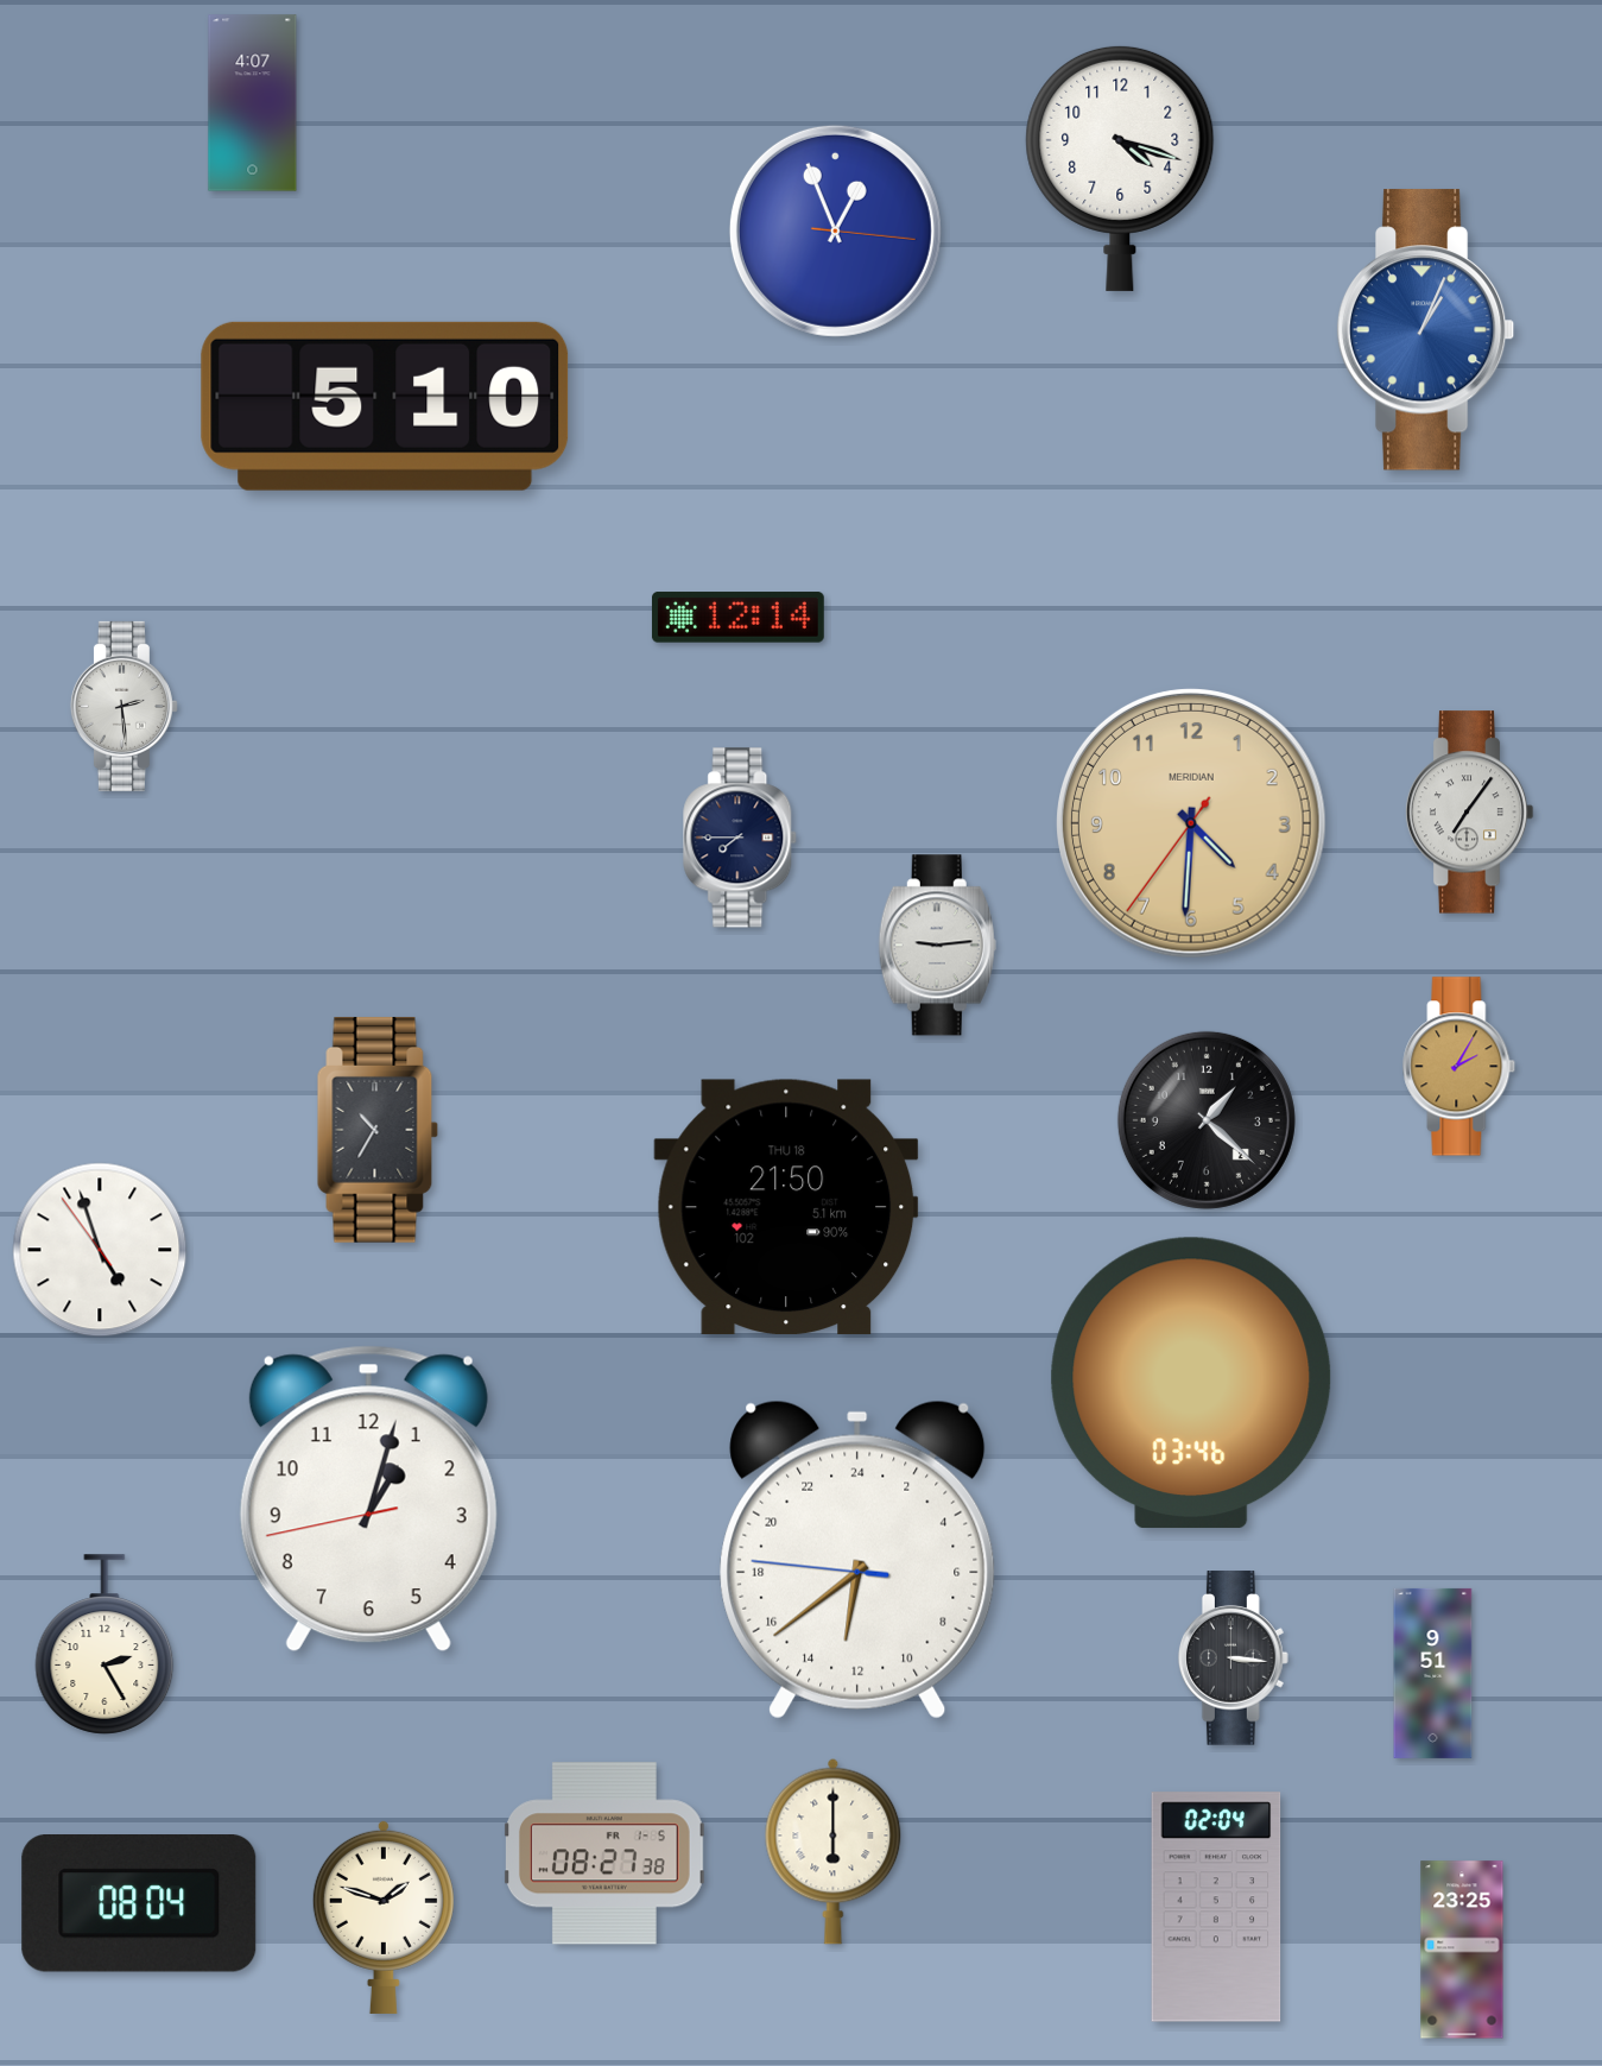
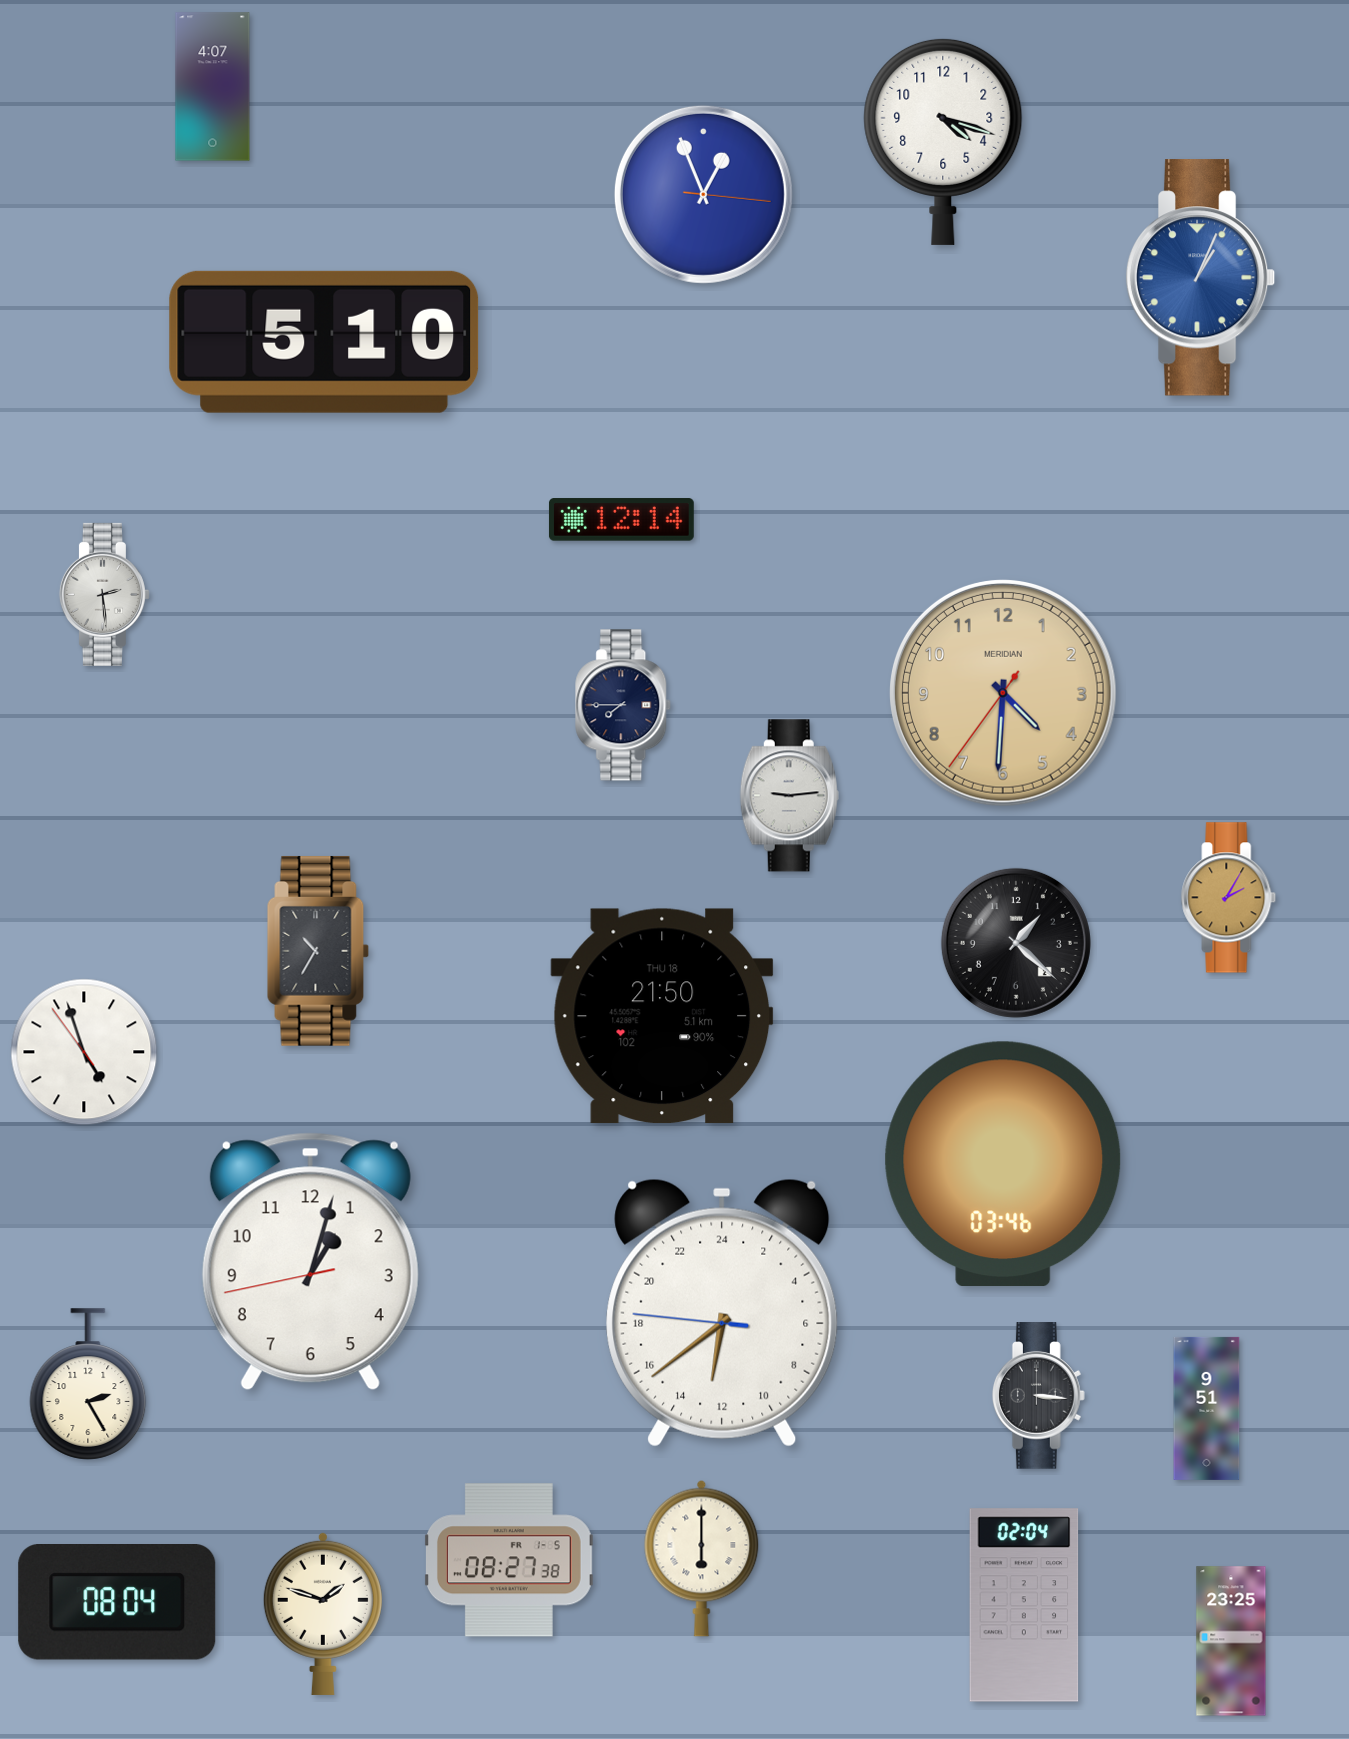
clock at (1469, 813): 7:06 -> none
